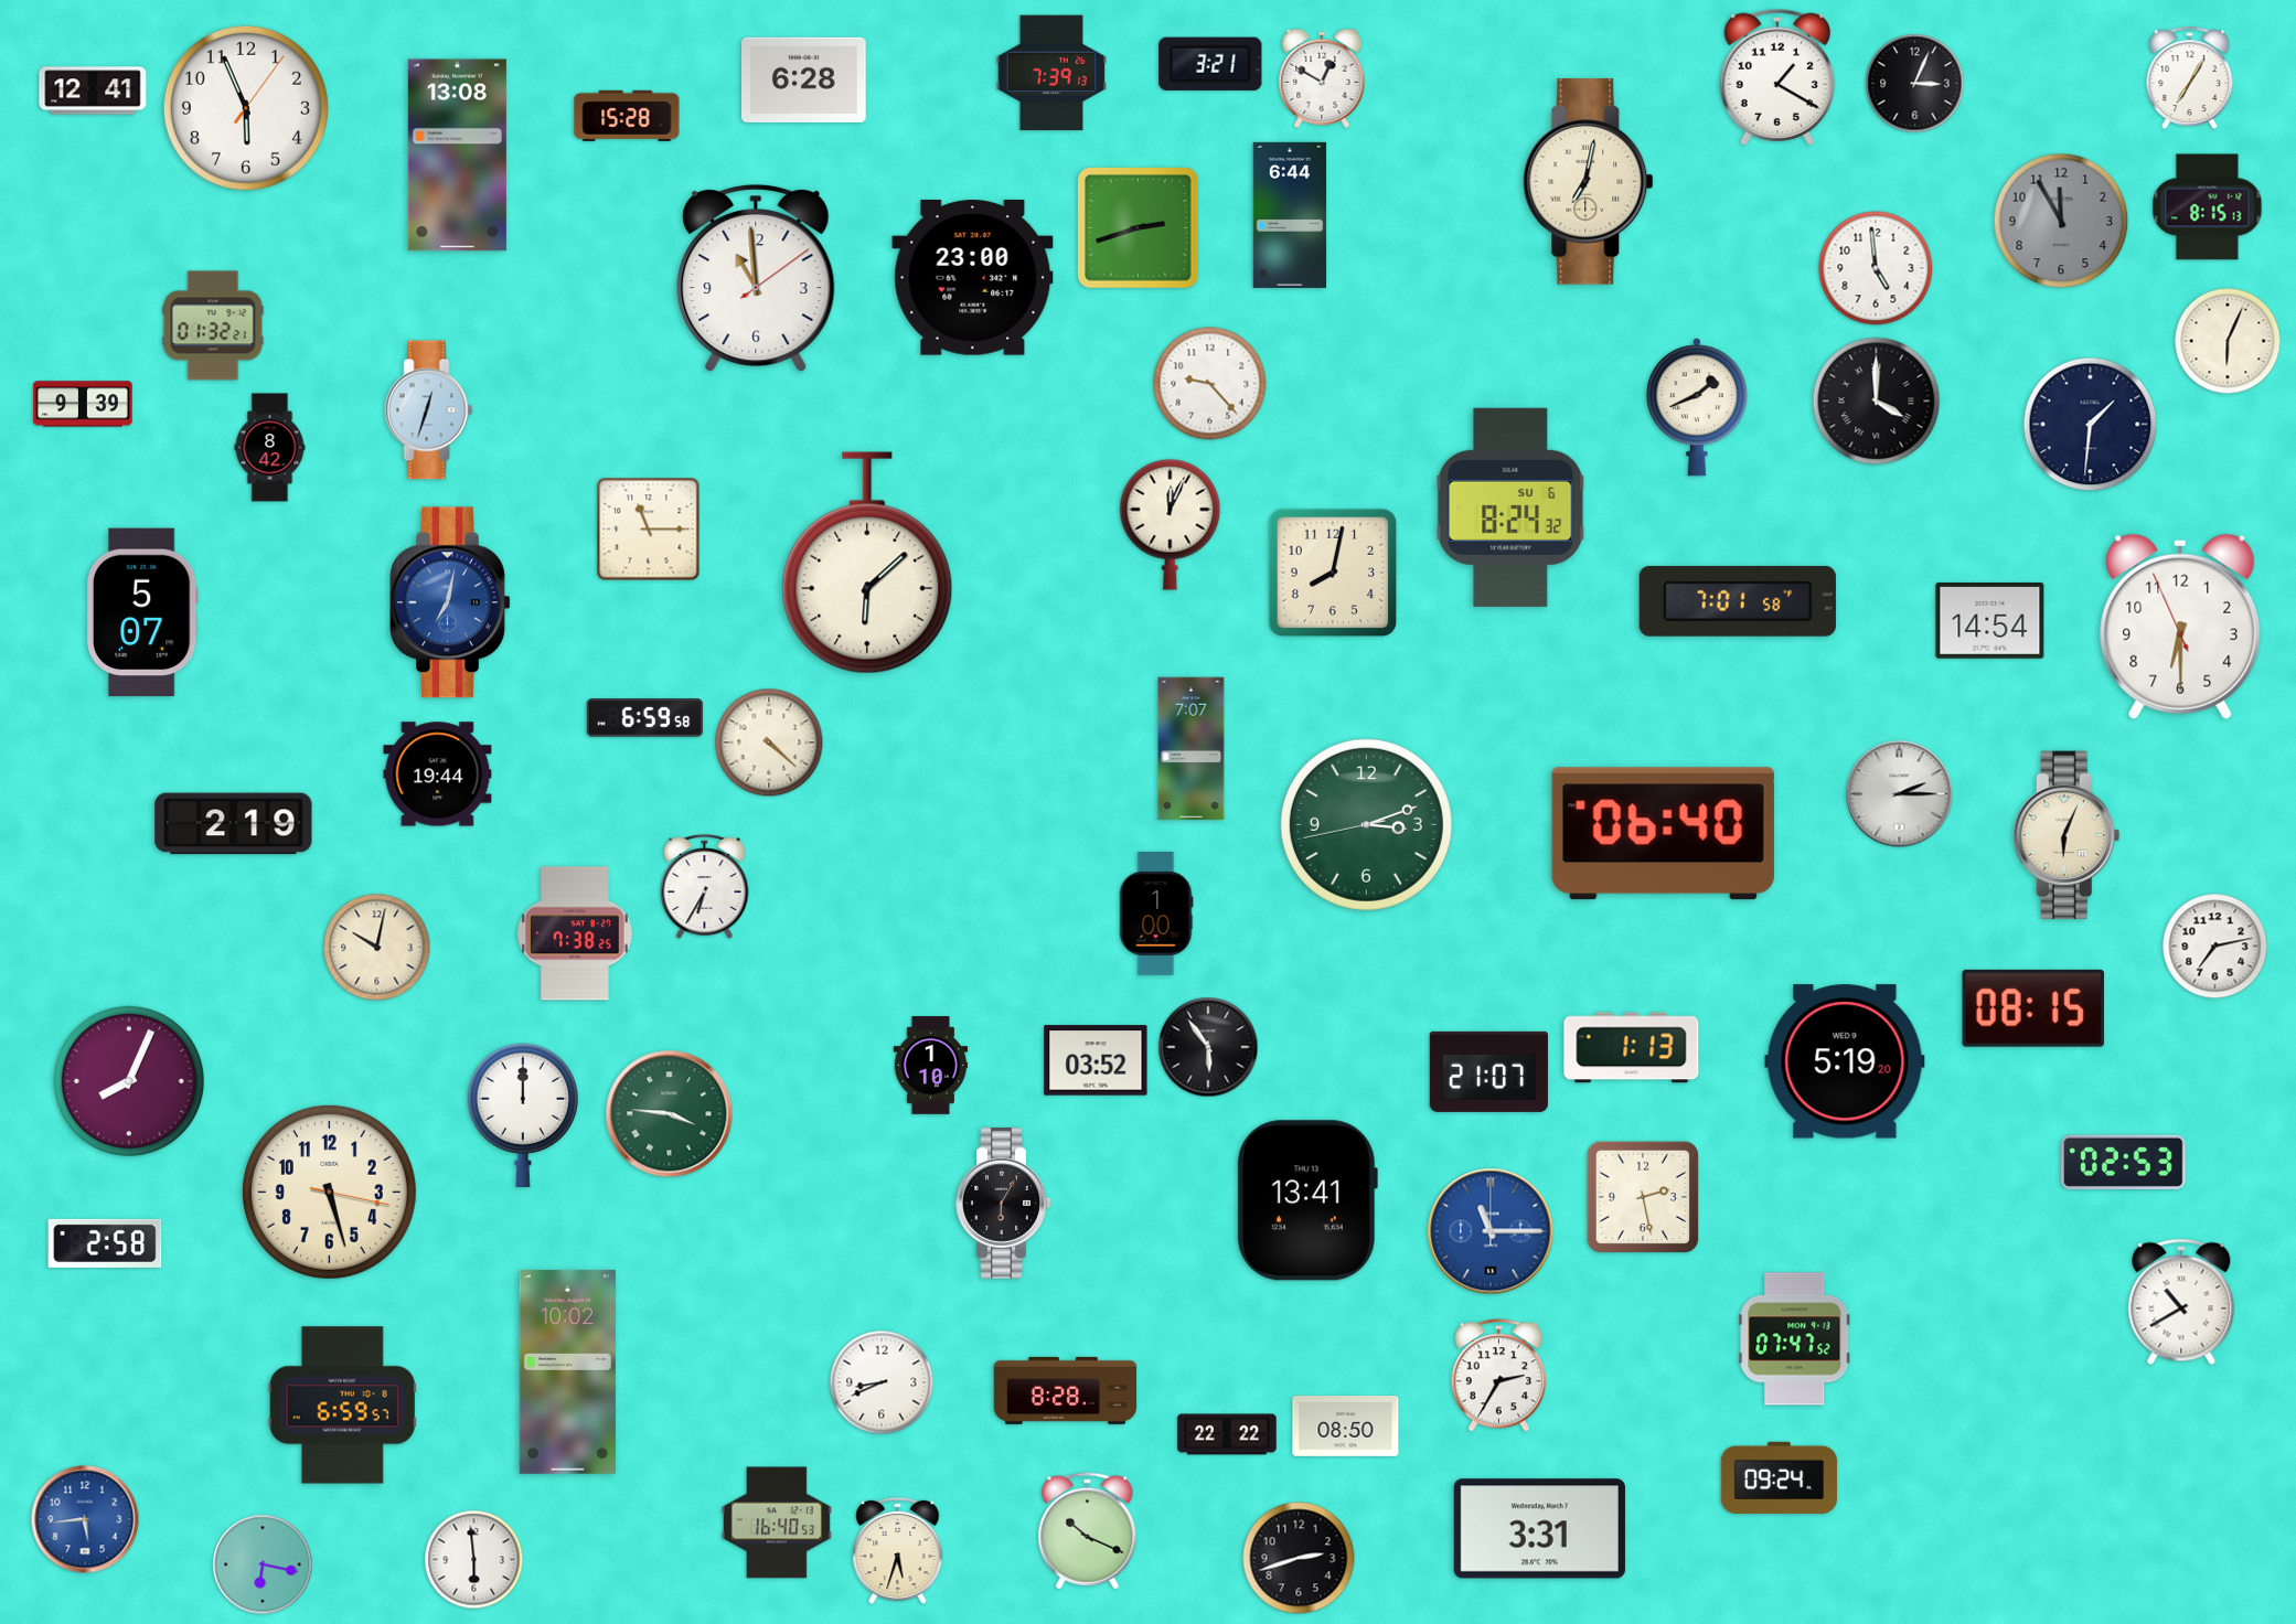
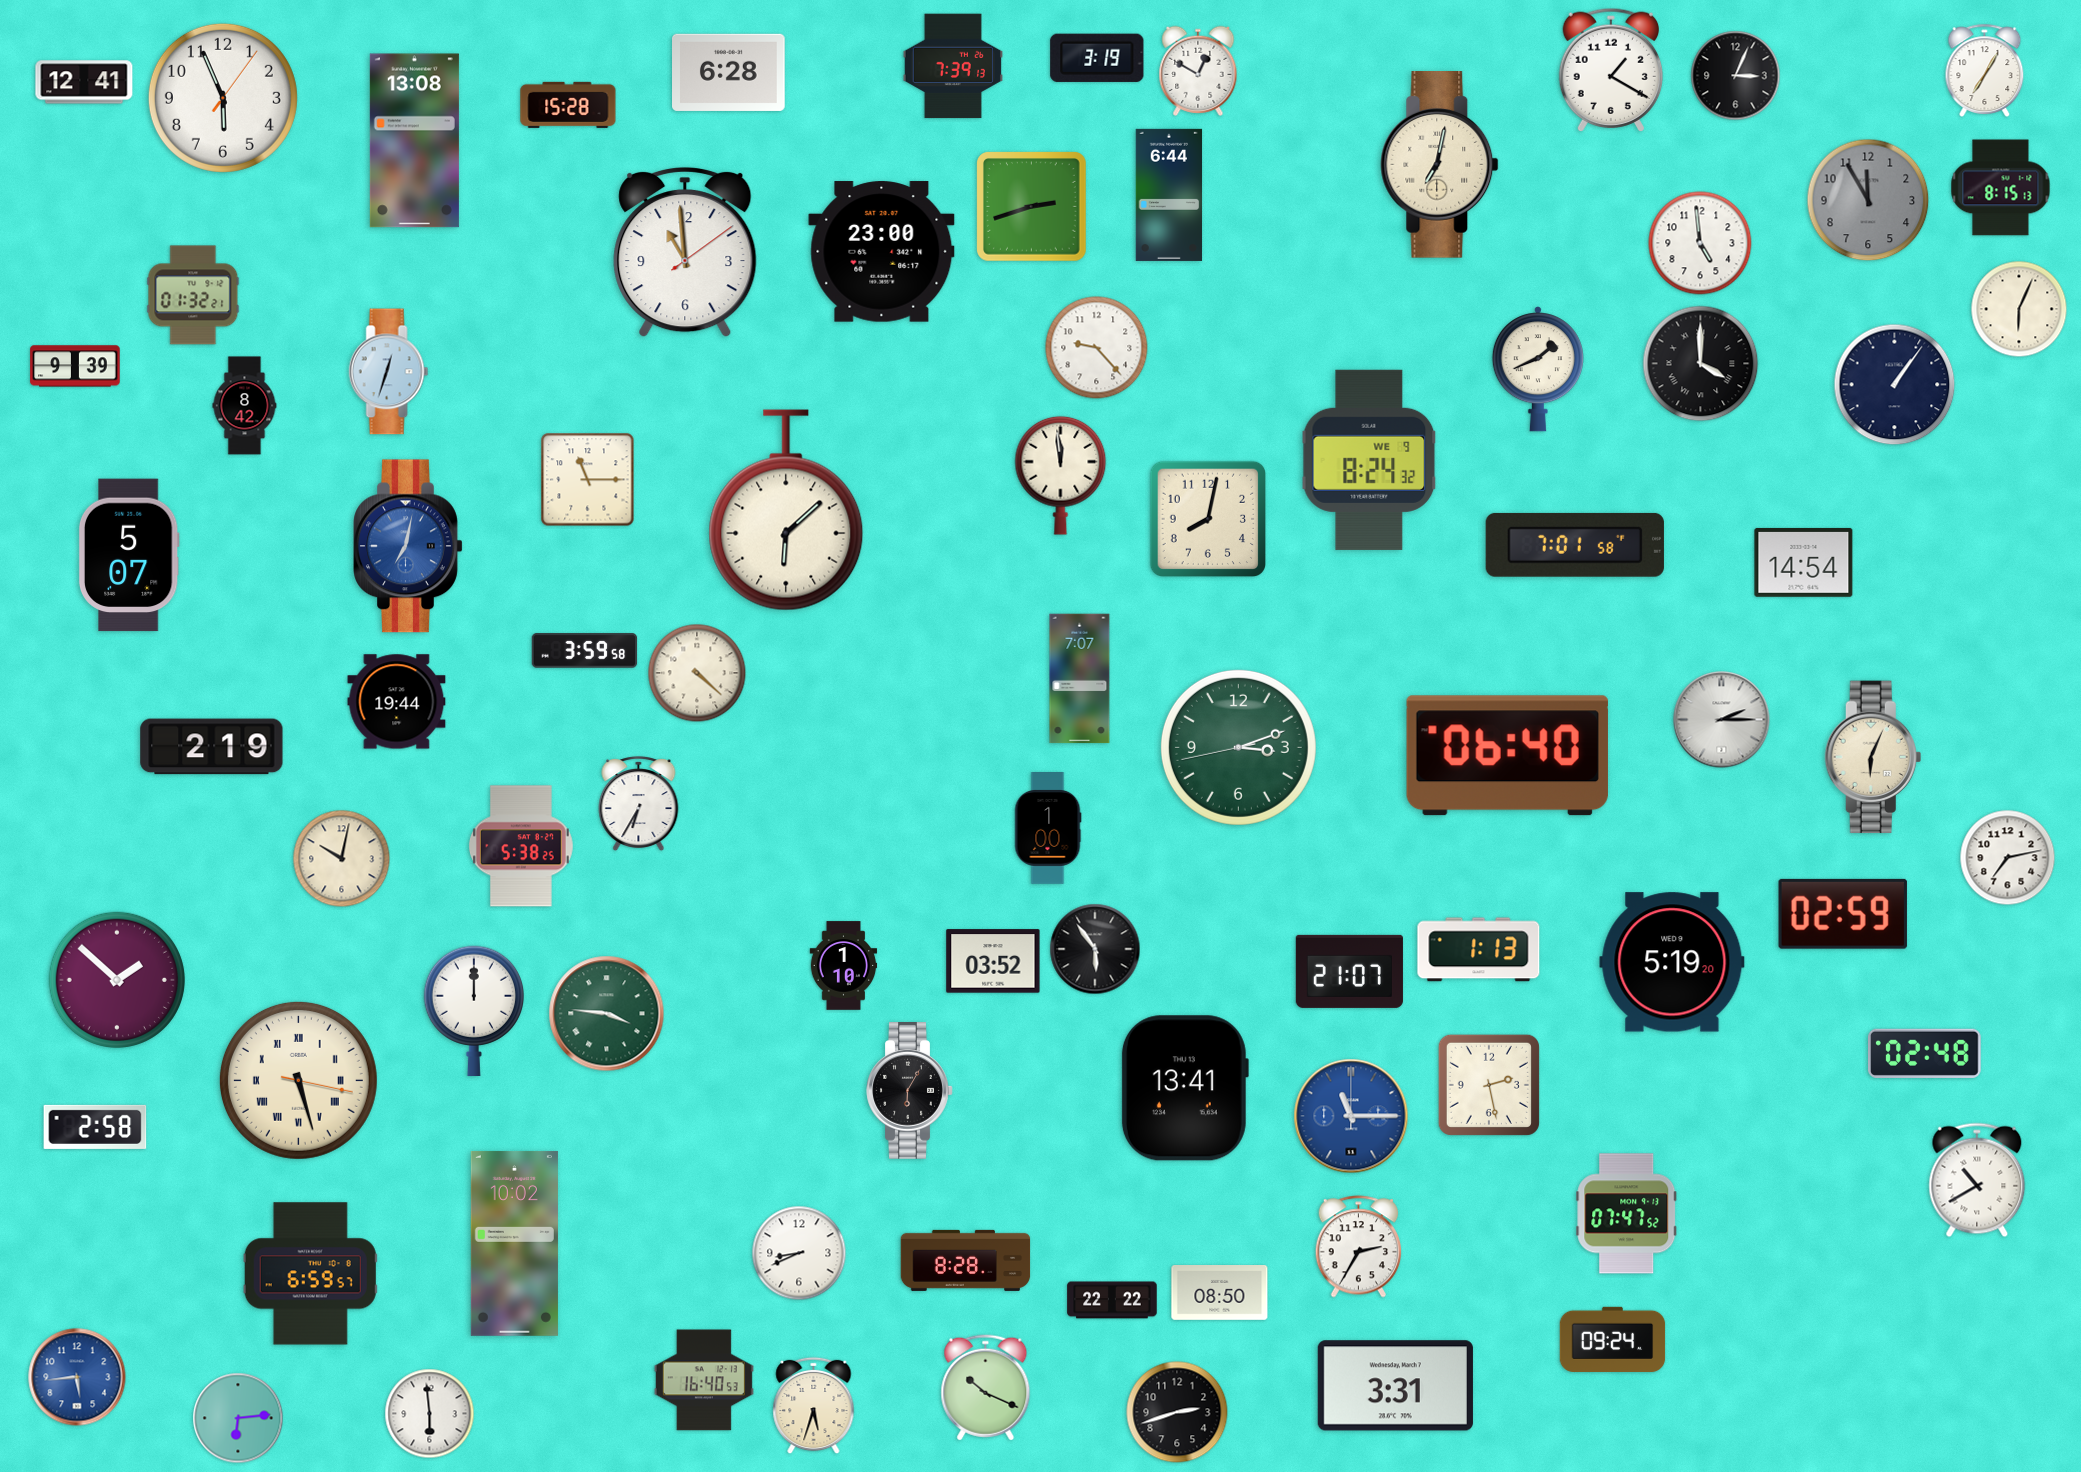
clock at (1210, 64): 3:21 -> 3:19
clock at (2091, 425): 1:31 -> 1:06
clock at (1510, 507) date: SU 6 -> WE 9
clock at (1171, 524): 12:04 -> 11:59
clock at (2180, 627): 6:29 -> none
clock at (645, 718): 6:59 -> 3:59
clock at (575, 933): 7:38 -> 5:38
clock at (2033, 1008): 08:15 -> 02:59
clock at (129, 1081): 8:04 -> 1:52
clock at (670, 1114) position: (670, 1114) -> (607, 1014)
clock at (2124, 1162): 02:53 -> 02:48
clock at (329, 1192) numerals: Arabic -> Roman
clock at (263, 1564): 6:17 -> 6:14
